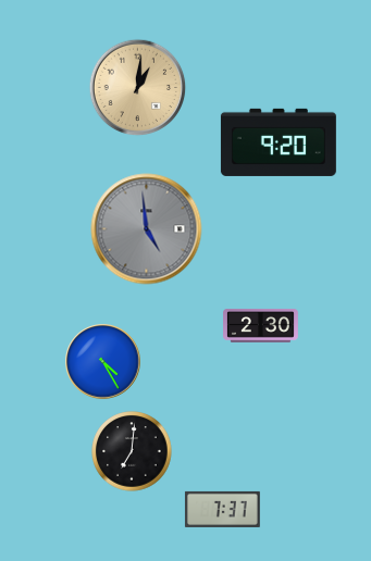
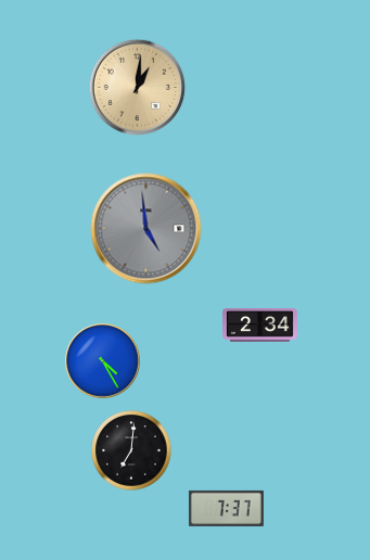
clock at (279, 142): 9:20 -> none
clock at (261, 326): 2:30 -> 2:34
clock at (222, 509) position: (222, 509) -> (226, 508)
